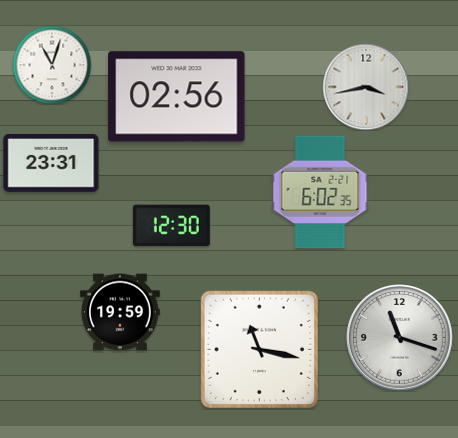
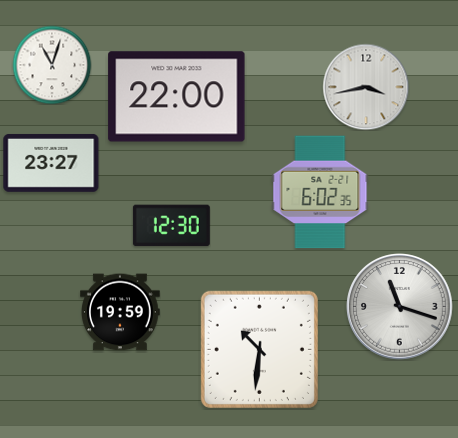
clock at (177, 97): 02:56 -> 22:00
clock at (51, 163): 23:31 -> 23:27
clock at (400, 338) position: (400, 338) -> (400, 307)
clock at (259, 349): 11:17 -> 10:31
